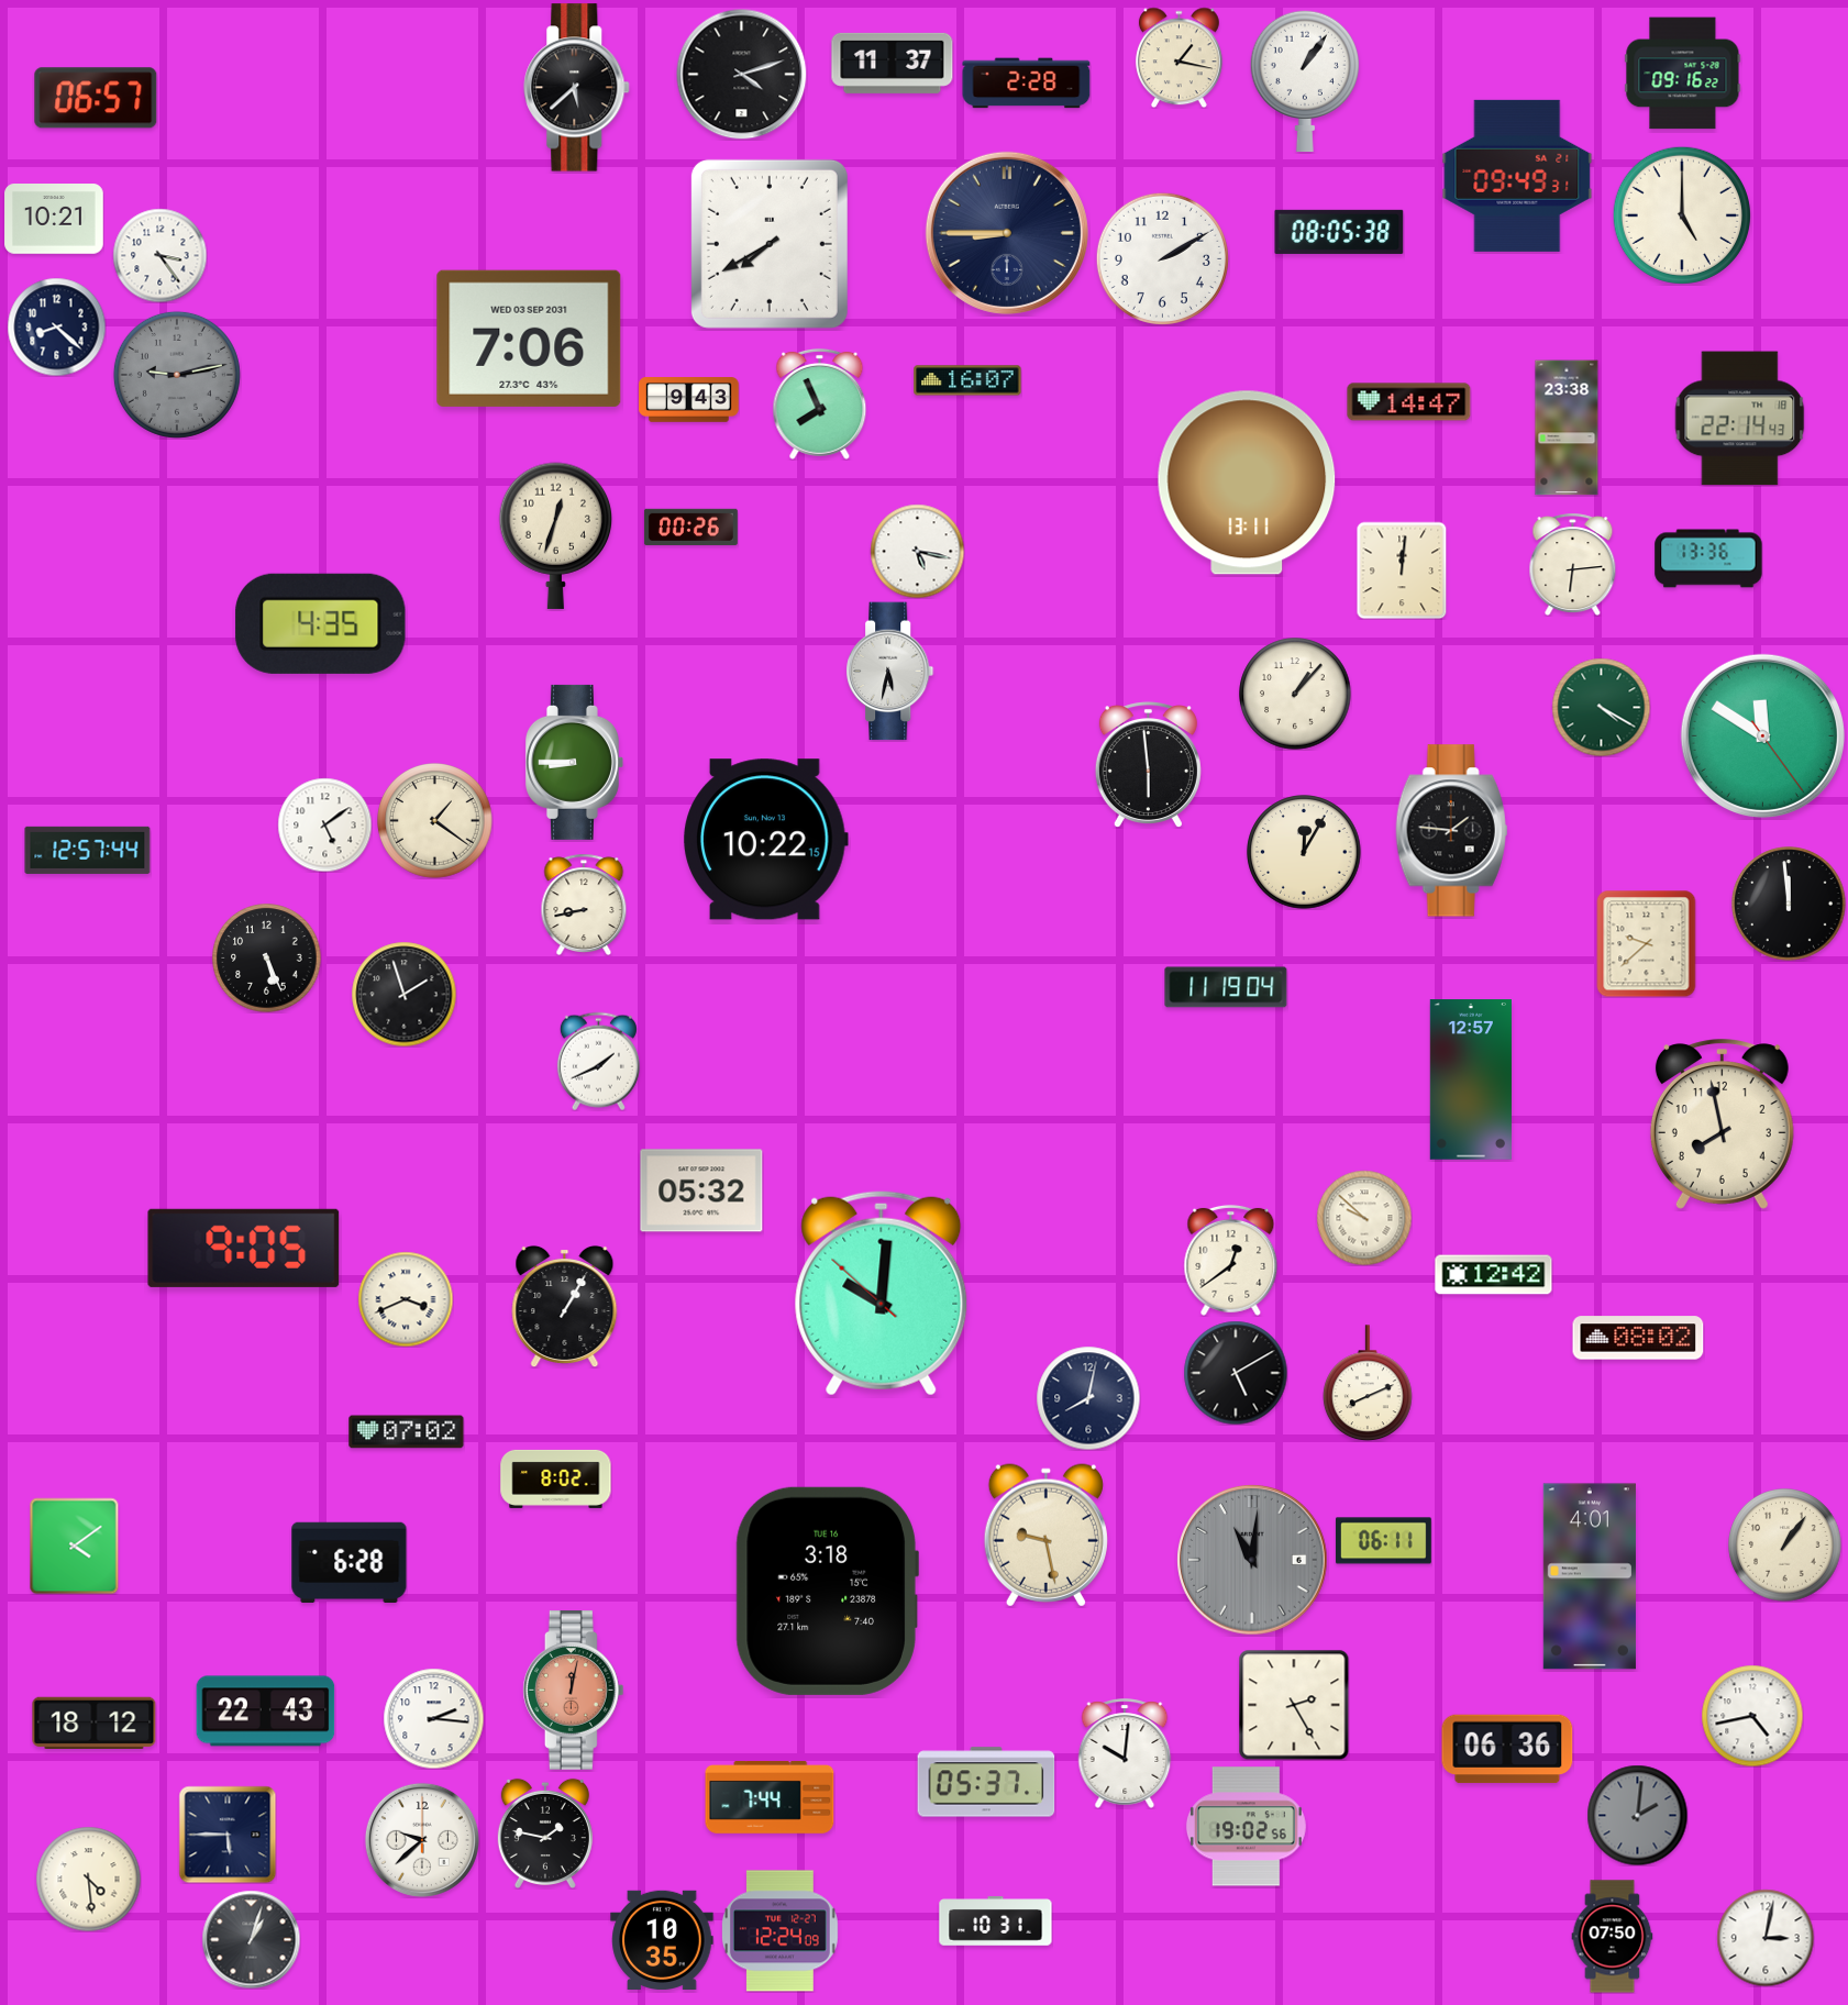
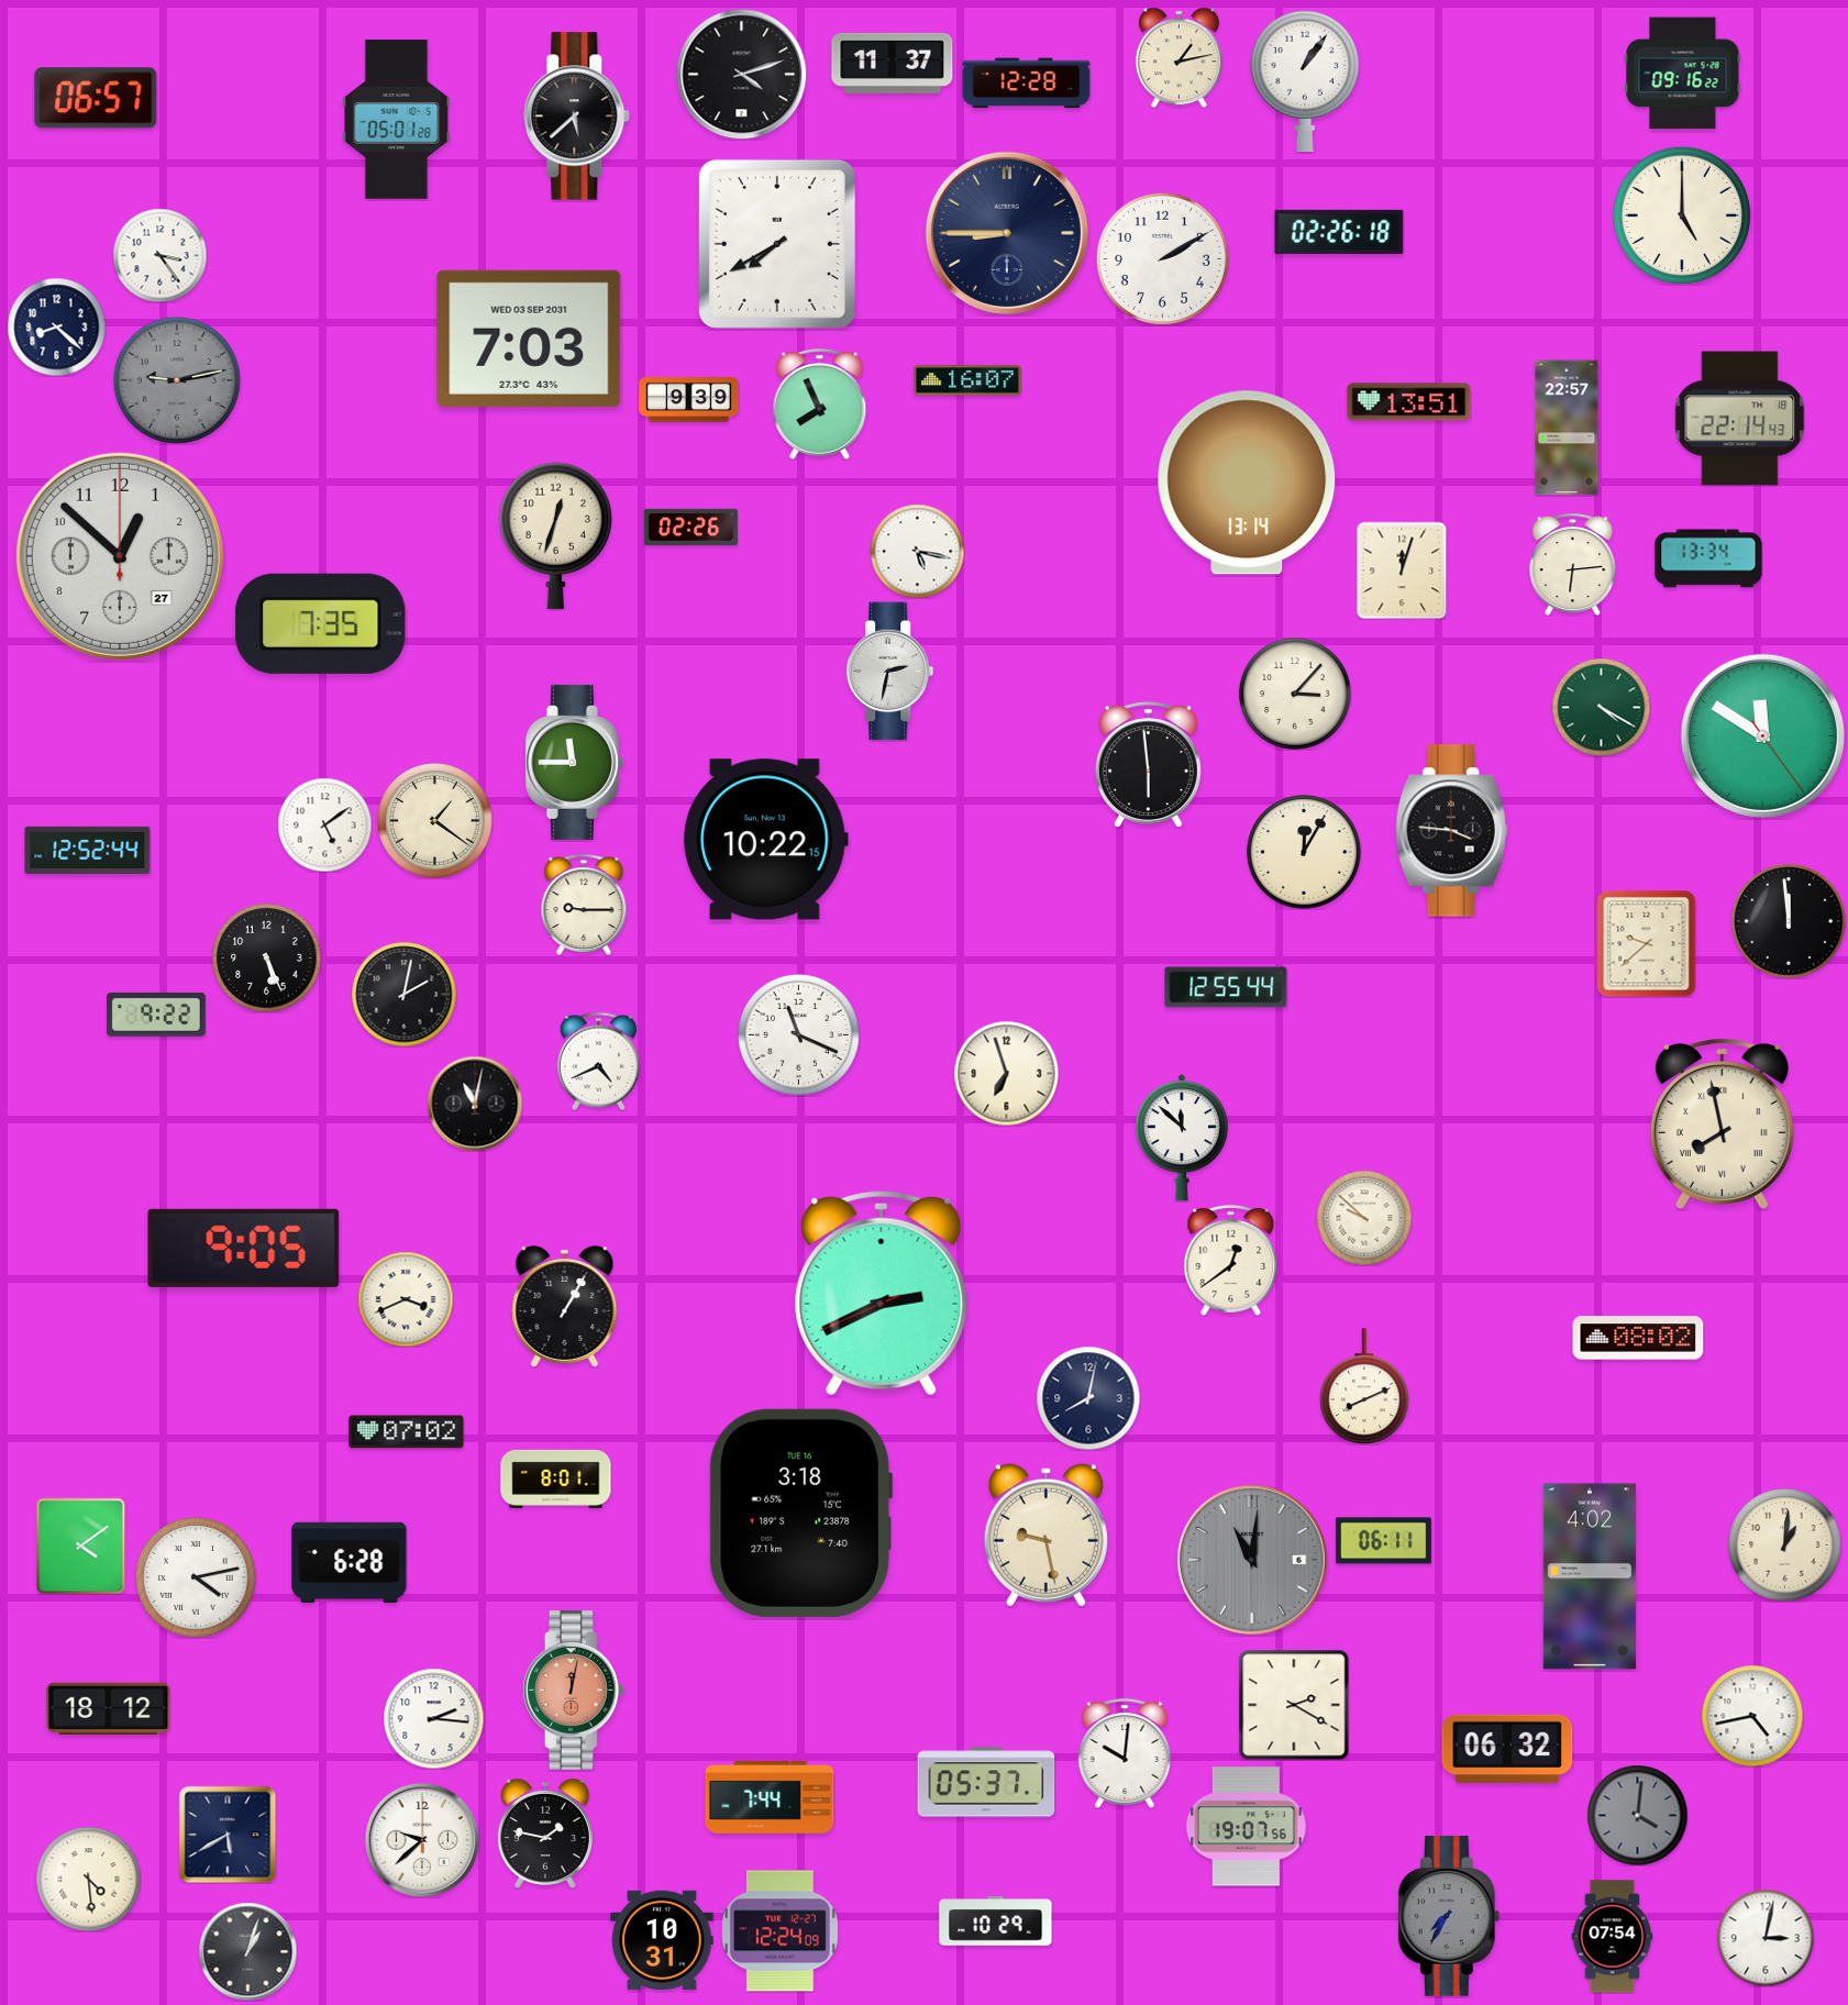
clock at (1178, 57): 1:17 -> 1:13
clock at (1027, 84): 2:28 -> 12:28
clock at (577, 88) position: (577, 88) -> (577, 117)
clock at (397, 120): none -> 05:01
clock at (1517, 176): 09:49 -> none
clock at (54, 220): 10:21 -> none
clock at (1339, 232): 08:05 -> 02:26
clock at (770, 244) position: (770, 244) -> (777, 244)
clock at (529, 339): 7:06 -> 7:03
clock at (177, 375) position: (177, 375) -> (177, 380)
clock at (689, 400): 9:43 -> 9:39
clock at (1409, 402): 14:47 -> 13:51
clock at (1567, 428): 23:38 -> 22:57
clock at (1247, 483): 13:11 -> 13:14
clock at (690, 527): 00:26 -> 02:26
clock at (120, 556): none -> 12:52
clock at (1708, 558): 13:36 -> 13:34
clock at (1402, 571): 12:01 -> 12:03
clock at (321, 623): 4:35 -> 7:35
clock at (890, 672): 5:32 -> 2:32
clock at (1295, 694): 1:07 -> 3:07
clock at (574, 762): 8:45 -> 11:45
clock at (1452, 831): 1:46 -> 3:46
clock at (88, 850): 12:57 -> 12:52
clock at (584, 904): 8:43 -> 9:15
clock at (1789, 904) position: (1789, 904) -> (1789, 921)
clock at (1226, 987): 11:19 -> 12:55
clock at (403, 994): 1:57 -> 2:02
clock at (157, 1015): none -> 9:22
clock at (798, 1034): none -> 11:19
clock at (598, 1061): 1:41 -> 4:41
clock at (1006, 1073): none -> 6:57
clock at (1470, 1079): 12:57 -> none
clock at (475, 1104): none -> 11:02
clock at (1722, 1125) numerals: Arabic -> Roman
clock at (1182, 1138): none -> 11:52
clock at (701, 1190): 05:32 -> none
clock at (1494, 1275): 12:42 -> none
clock at (882, 1293): 10:00 -> 2:40
clock at (1236, 1373): 5:10 -> none
clock at (1369, 1383) position: (1369, 1383) -> (1365, 1386)
clock at (556, 1478): 8:02 -> 8:01
clock at (75, 1546) position: (75, 1546) -> (81, 1546)
clock at (1785, 1546): 1:06 -> 1:01
clock at (1590, 1576): 4:01 -> 4:02
clock at (196, 1577): none -> 4:13
clock at (827, 1591) position: (827, 1591) -> (800, 1513)
clock at (1294, 1705): 2:25 -> 2:20
clock at (266, 1712): 22:43 -> none
clock at (95, 1722) position: (95, 1722) -> (109, 1708)
clock at (1507, 1749): 06:36 -> 06:32
clock at (1637, 1815): 2:01 -> 4:01
clock at (1246, 1827): 19:02 -> 19:07
clock at (228, 1835): 5:45 -> 5:40
clock at (1449, 1917): none -> 7:35
clock at (996, 1921): 10:31 -> 10:29
clock at (1613, 1937): 07:50 -> 07:54
clock at (251, 1939) position: (251, 1939) -> (247, 1951)
clock at (662, 1939): 10:35 -> 10:31
